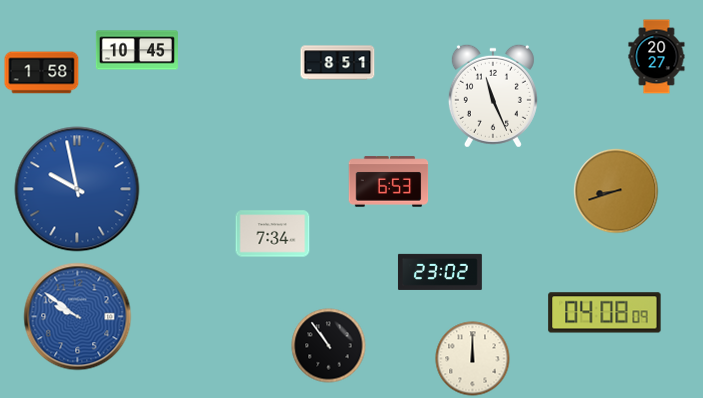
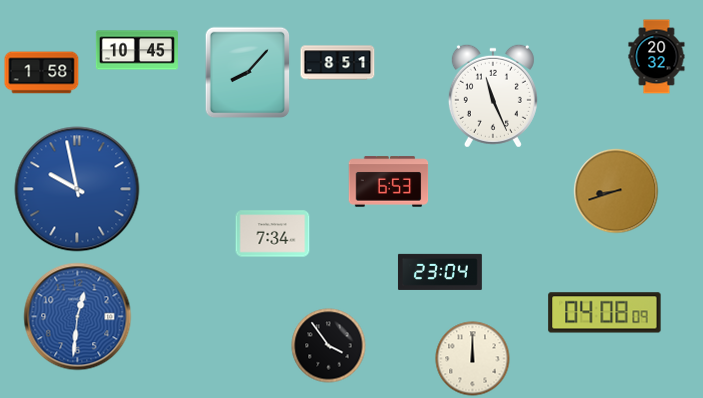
clock at (657, 57): 20:27 -> 20:32
clock at (248, 73): none -> 8:07
clock at (440, 272): 23:02 -> 23:04
clock at (78, 317): 9:51 -> 12:31
clock at (329, 346): 10:54 -> 3:54
